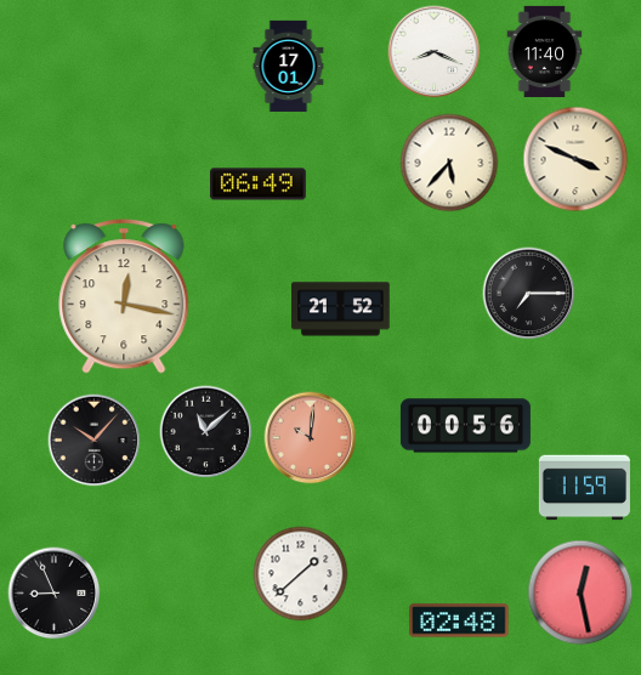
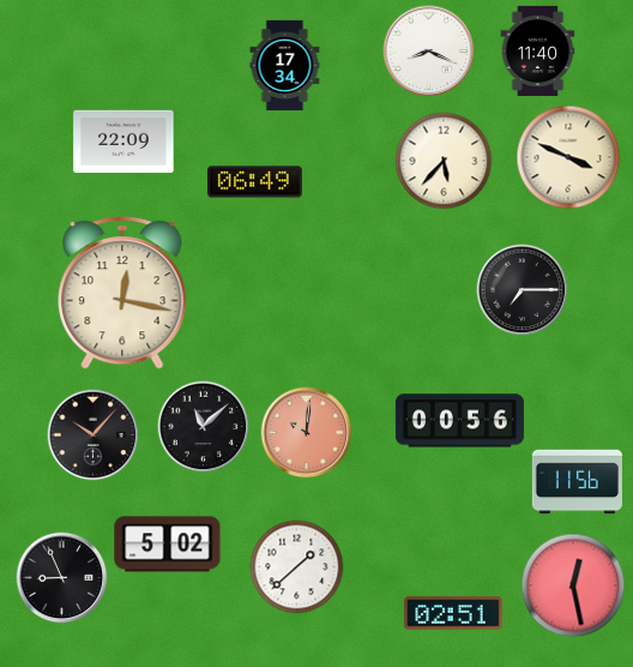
clock at (289, 66): 17:01 -> 17:34
clock at (123, 142): none -> 22:09
clock at (341, 310): 21:52 -> none
clock at (584, 488): 11:59 -> 11:56
clock at (168, 545): none -> 5:02
clock at (55, 594) position: (55, 594) -> (62, 578)
clock at (459, 620): 02:48 -> 02:51
